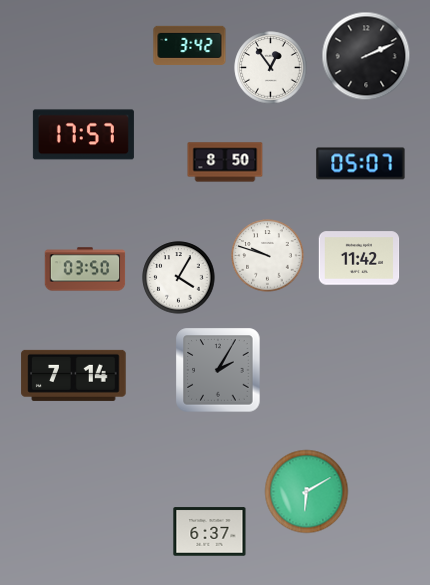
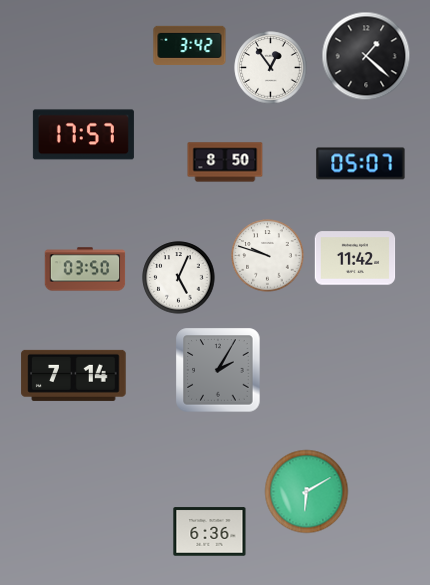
clock at (366, 56): 2:11 -> 1:22
clock at (359, 258) position: (359, 258) -> (355, 258)
clock at (179, 278): 4:05 -> 5:04
clock at (210, 532): 6:37 -> 6:36
